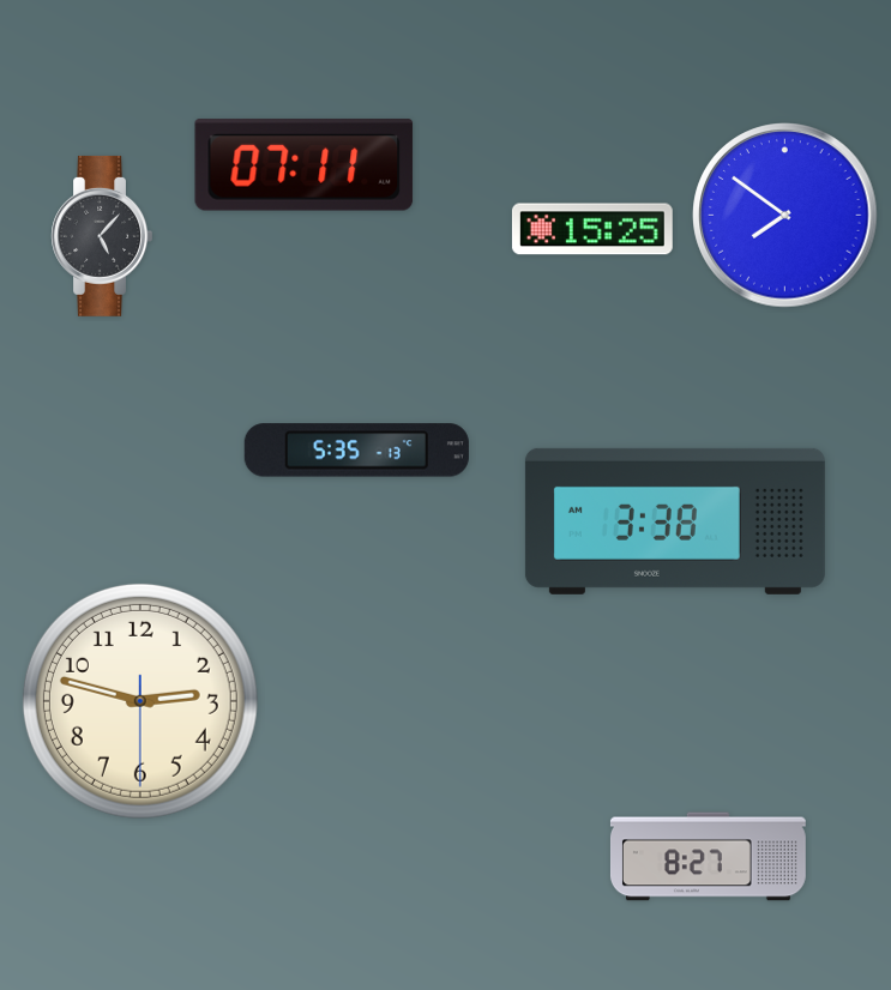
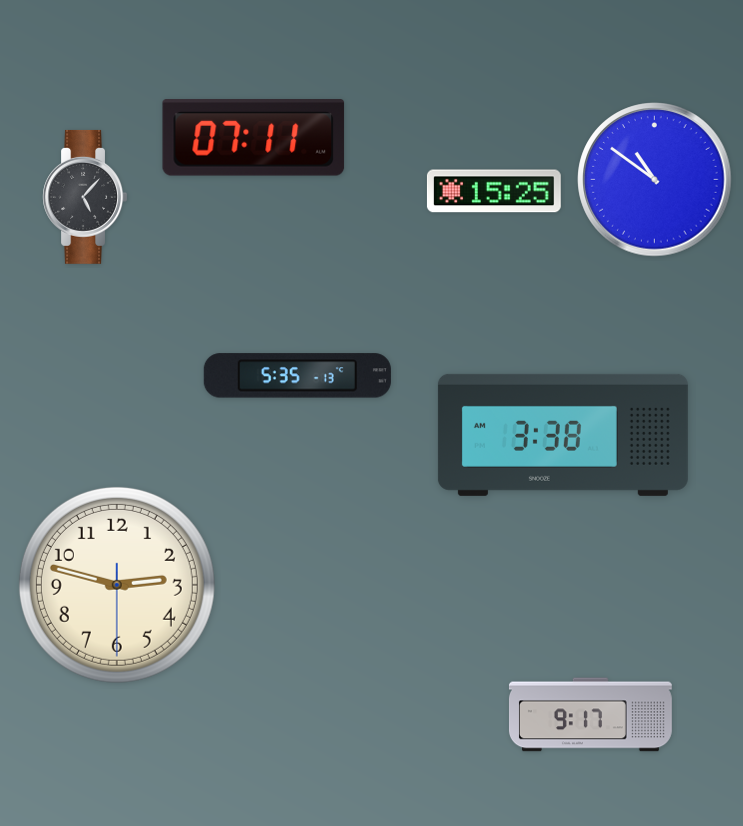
clock at (785, 216): 7:51 -> 10:51
clock at (708, 857): 8:27 -> 9:17
